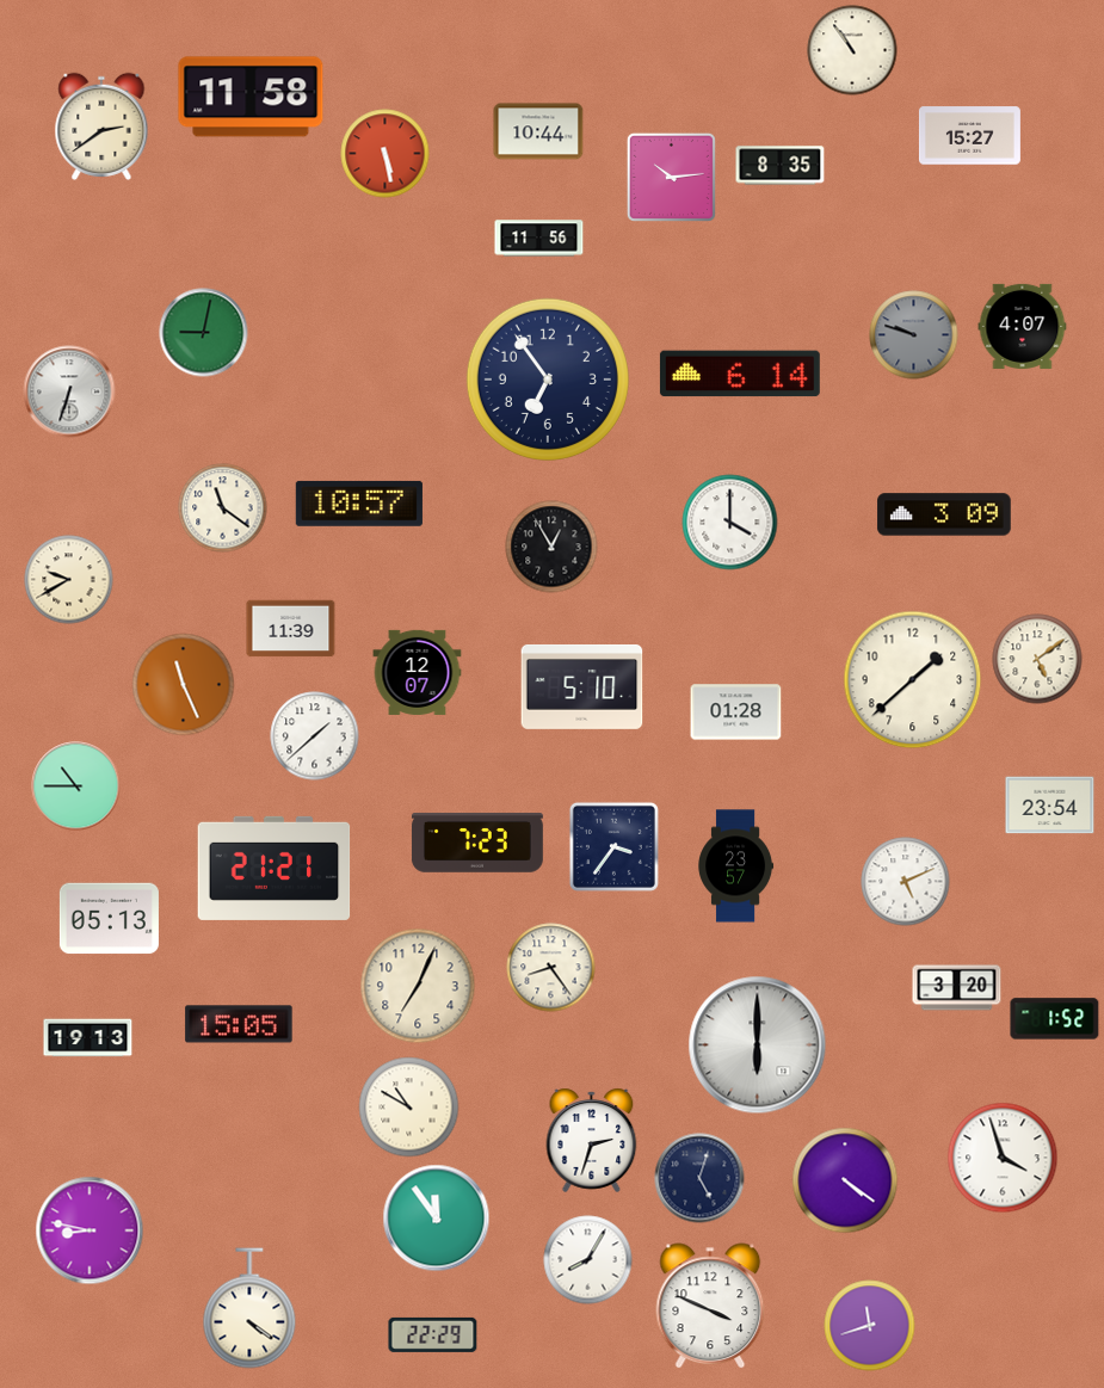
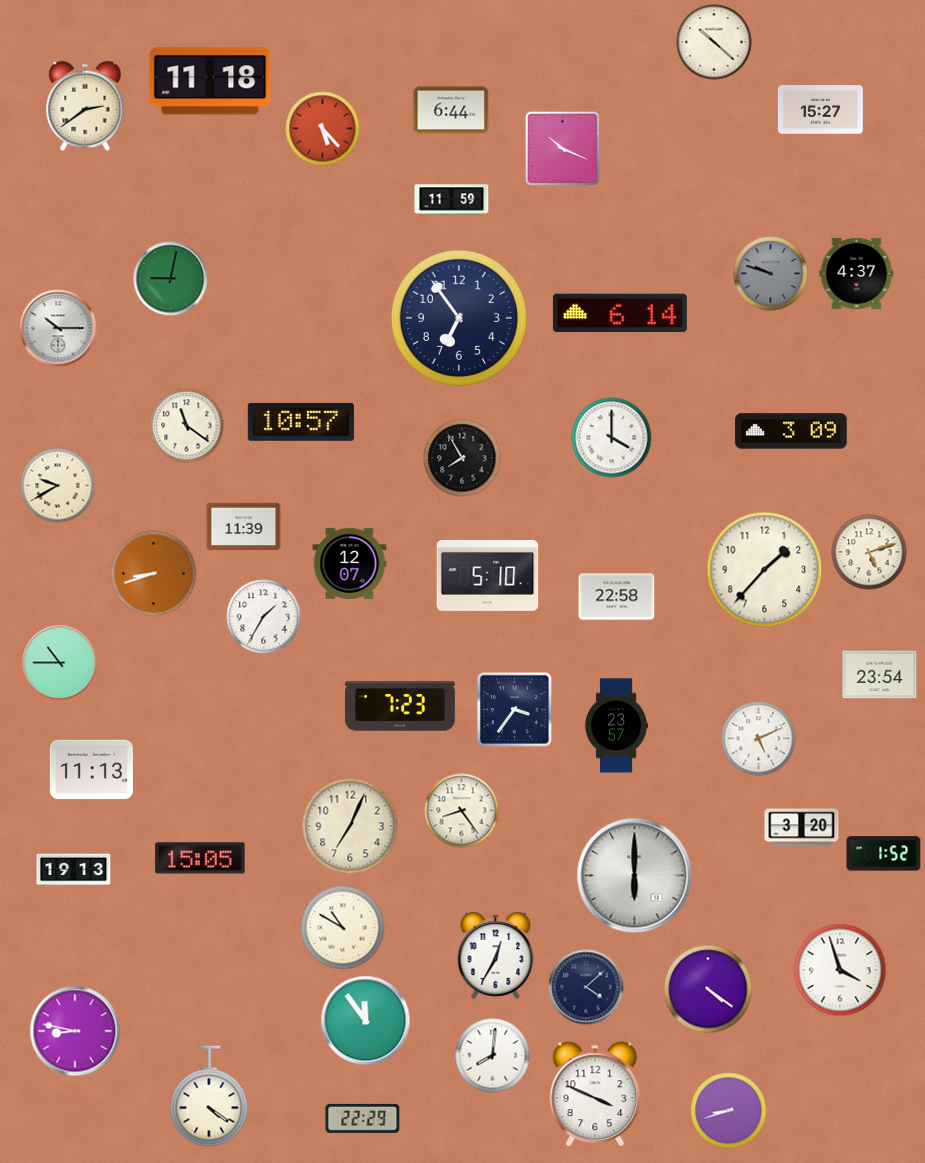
clock at (852, 50): 10:54 -> 10:22
clock at (251, 97): 11:58 -> 11:18
clock at (538, 131): 10:44 -> 6:44
clock at (969, 136) position: (969, 136) -> (820, 110)
clock at (386, 154): 5:28 -> 5:23
clock at (781, 166): 8:35 -> none
clock at (671, 177): 10:14 -> 10:19
clock at (539, 239): 11:56 -> 11:59
clock at (1023, 326): 4:07 -> 4:37
clock at (914, 335) position: (914, 335) -> (771, 274)
clock at (69, 391): 6:33 -> 10:15
clock at (551, 547): 12:55 -> 7:55
clock at (1037, 659): 5:09 -> 5:12
clock at (913, 680): 1:38 -> 1:37
clock at (184, 685): 11:26 -> 8:42
clock at (736, 712): 01:28 -> 22:58
clock at (315, 736): 1:38 -> 1:35
clock at (76, 786) position: (76, 786) -> (60, 663)
clock at (275, 868): 21:21 -> none
clock at (109, 919): 05:13 -> 11:13
clock at (592, 1140): 2:33 -> 12:35
clock at (699, 1178): 5:03 -> 4:08
clock at (588, 1260): 8:05 -> 8:01
clock at (870, 1326): 11:42 -> 8:42
